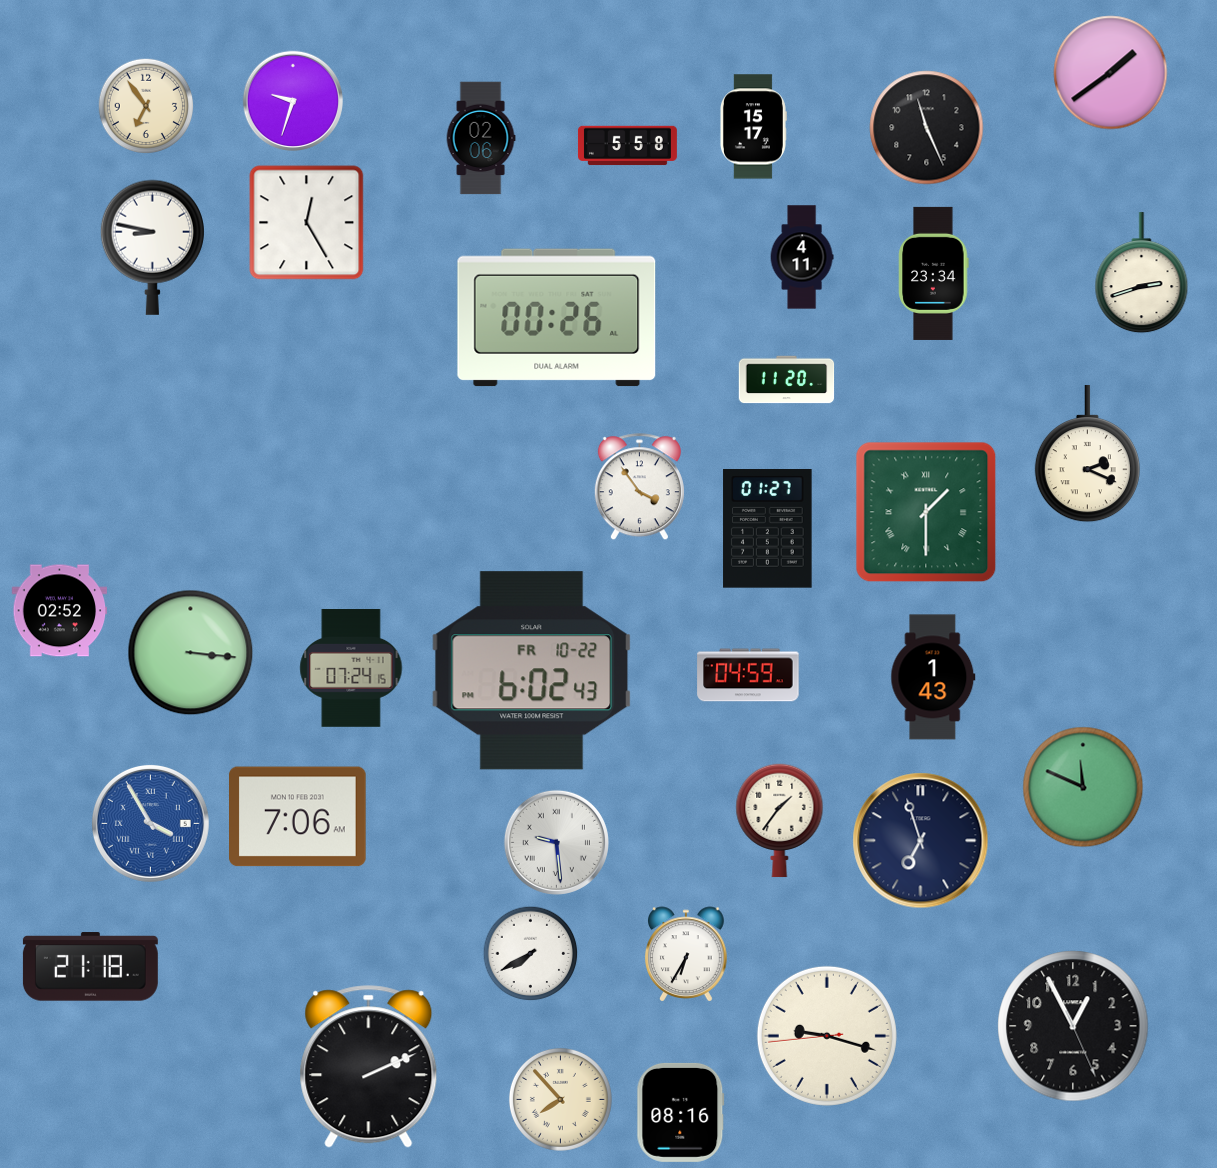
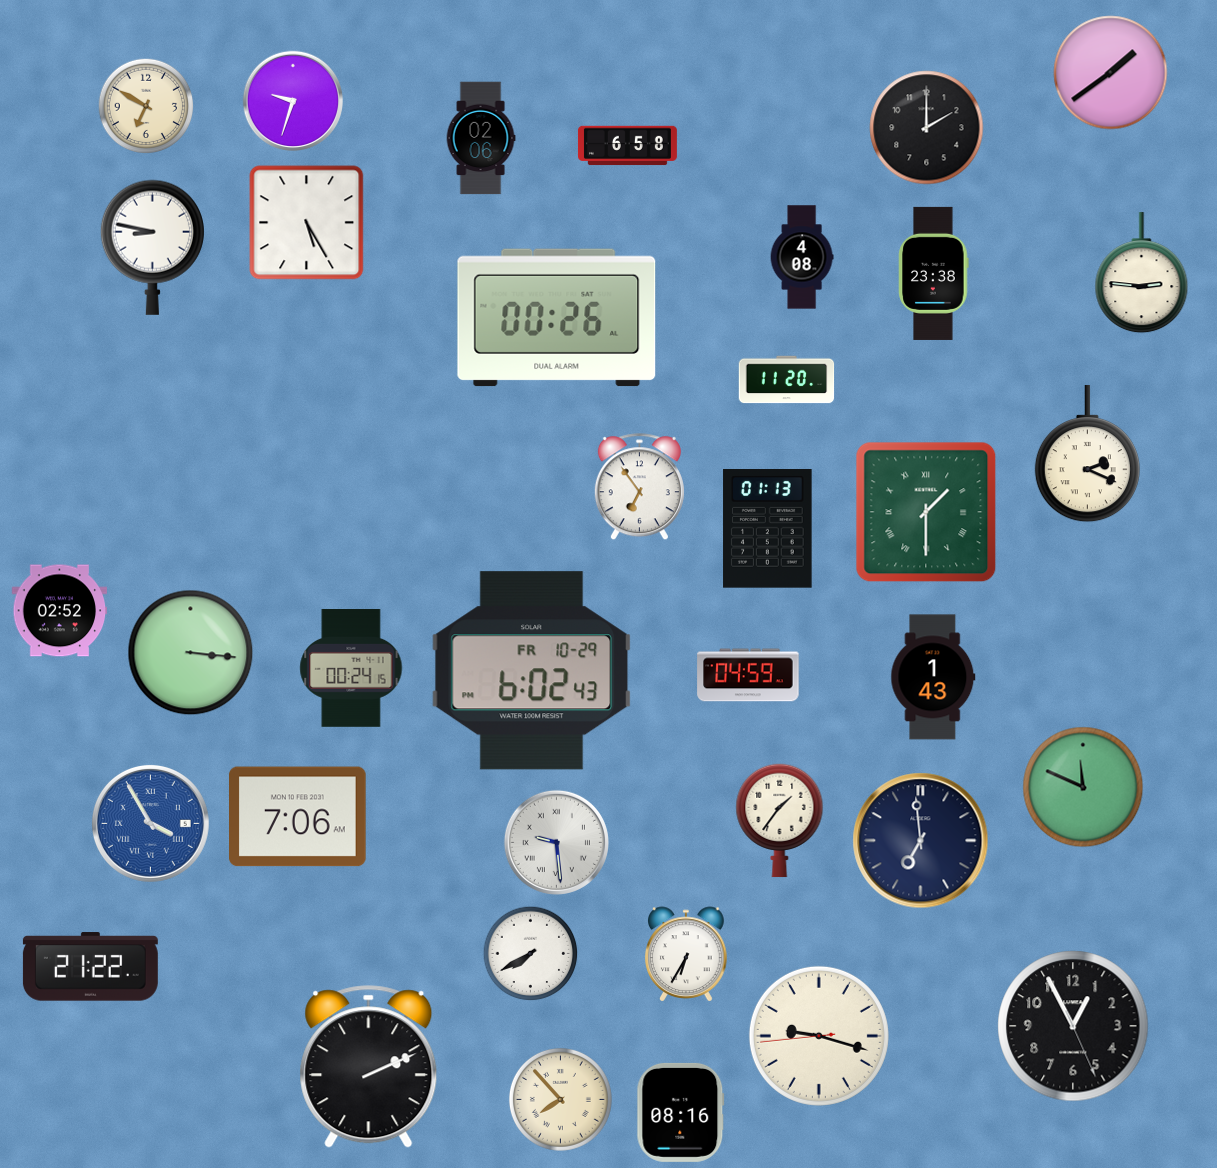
clock at (146, 106): 6:54 -> 6:50
clock at (753, 127): 15:17 -> none
clock at (927, 128): 11:26 -> 2:00
clock at (627, 146): 5:58 -> 6:58
clock at (307, 223): 12:25 -> 5:25
clock at (802, 257): 4:11 -> 4:08
clock at (934, 273): 23:34 -> 23:38
clock at (1142, 273): 2:42 -> 2:46
clock at (639, 487): 3:54 -> 6:54
clock at (768, 529): 01:27 -> 01:13
clock at (351, 669): 07:24 -> 00:24
clock at (532, 671) date: FR 10-22 -> FR 10-29
clock at (921, 841): 6:57 -> 6:59
clock at (90, 967): 21:18 -> 21:22
clock at (827, 1036) position: (827, 1036) -> (819, 1036)
